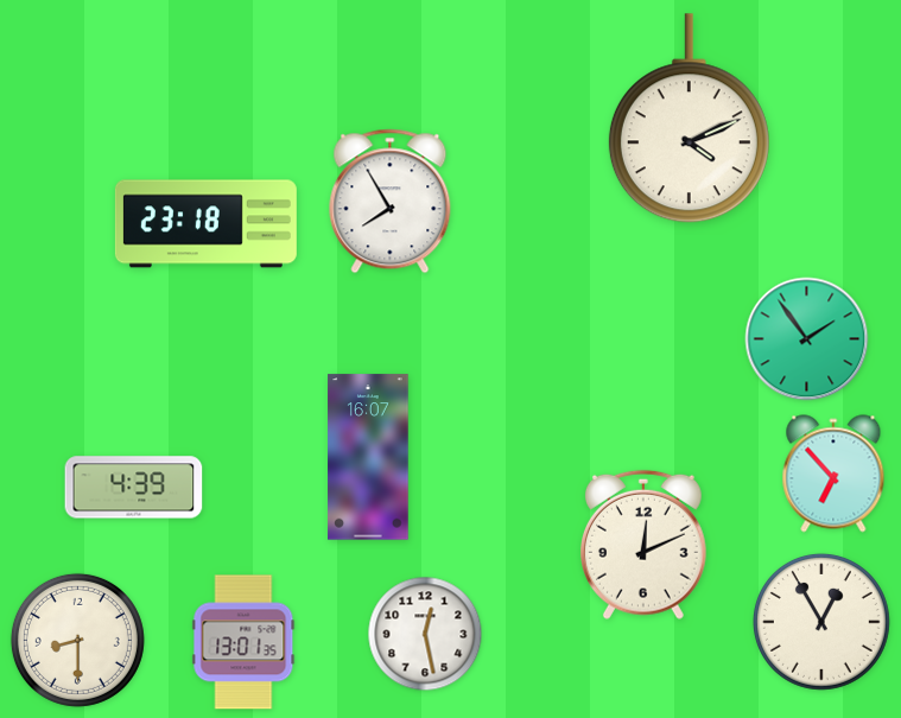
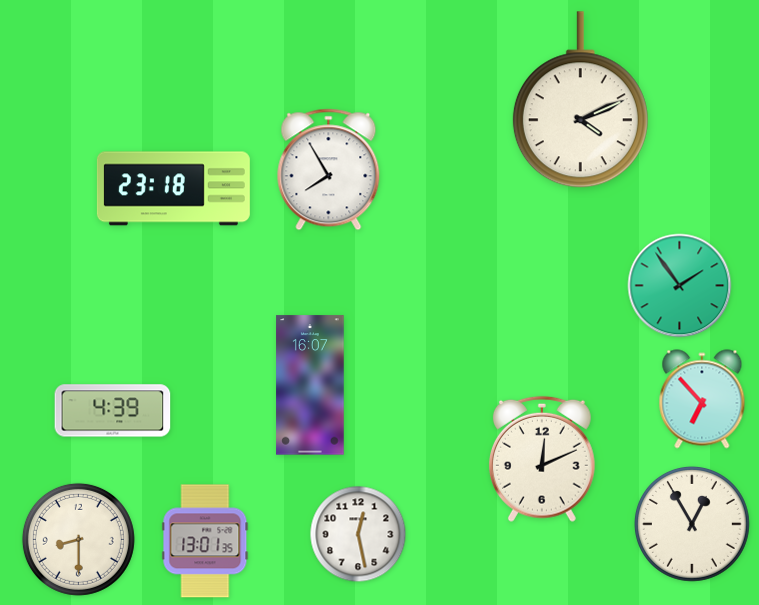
clock at (77, 640) position: (77, 640) -> (78, 539)
